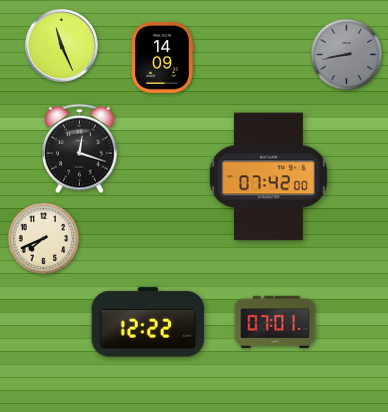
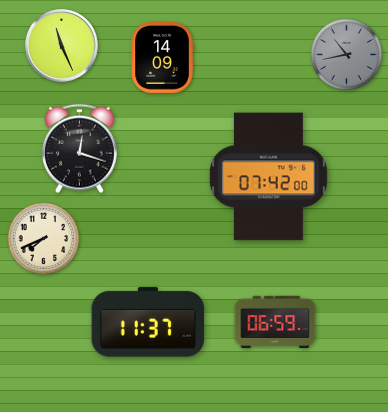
clock at (347, 55): 8:43 -> 10:43
clock at (275, 321): 07:01 -> 06:59
clock at (148, 322): 12:22 -> 11:37
